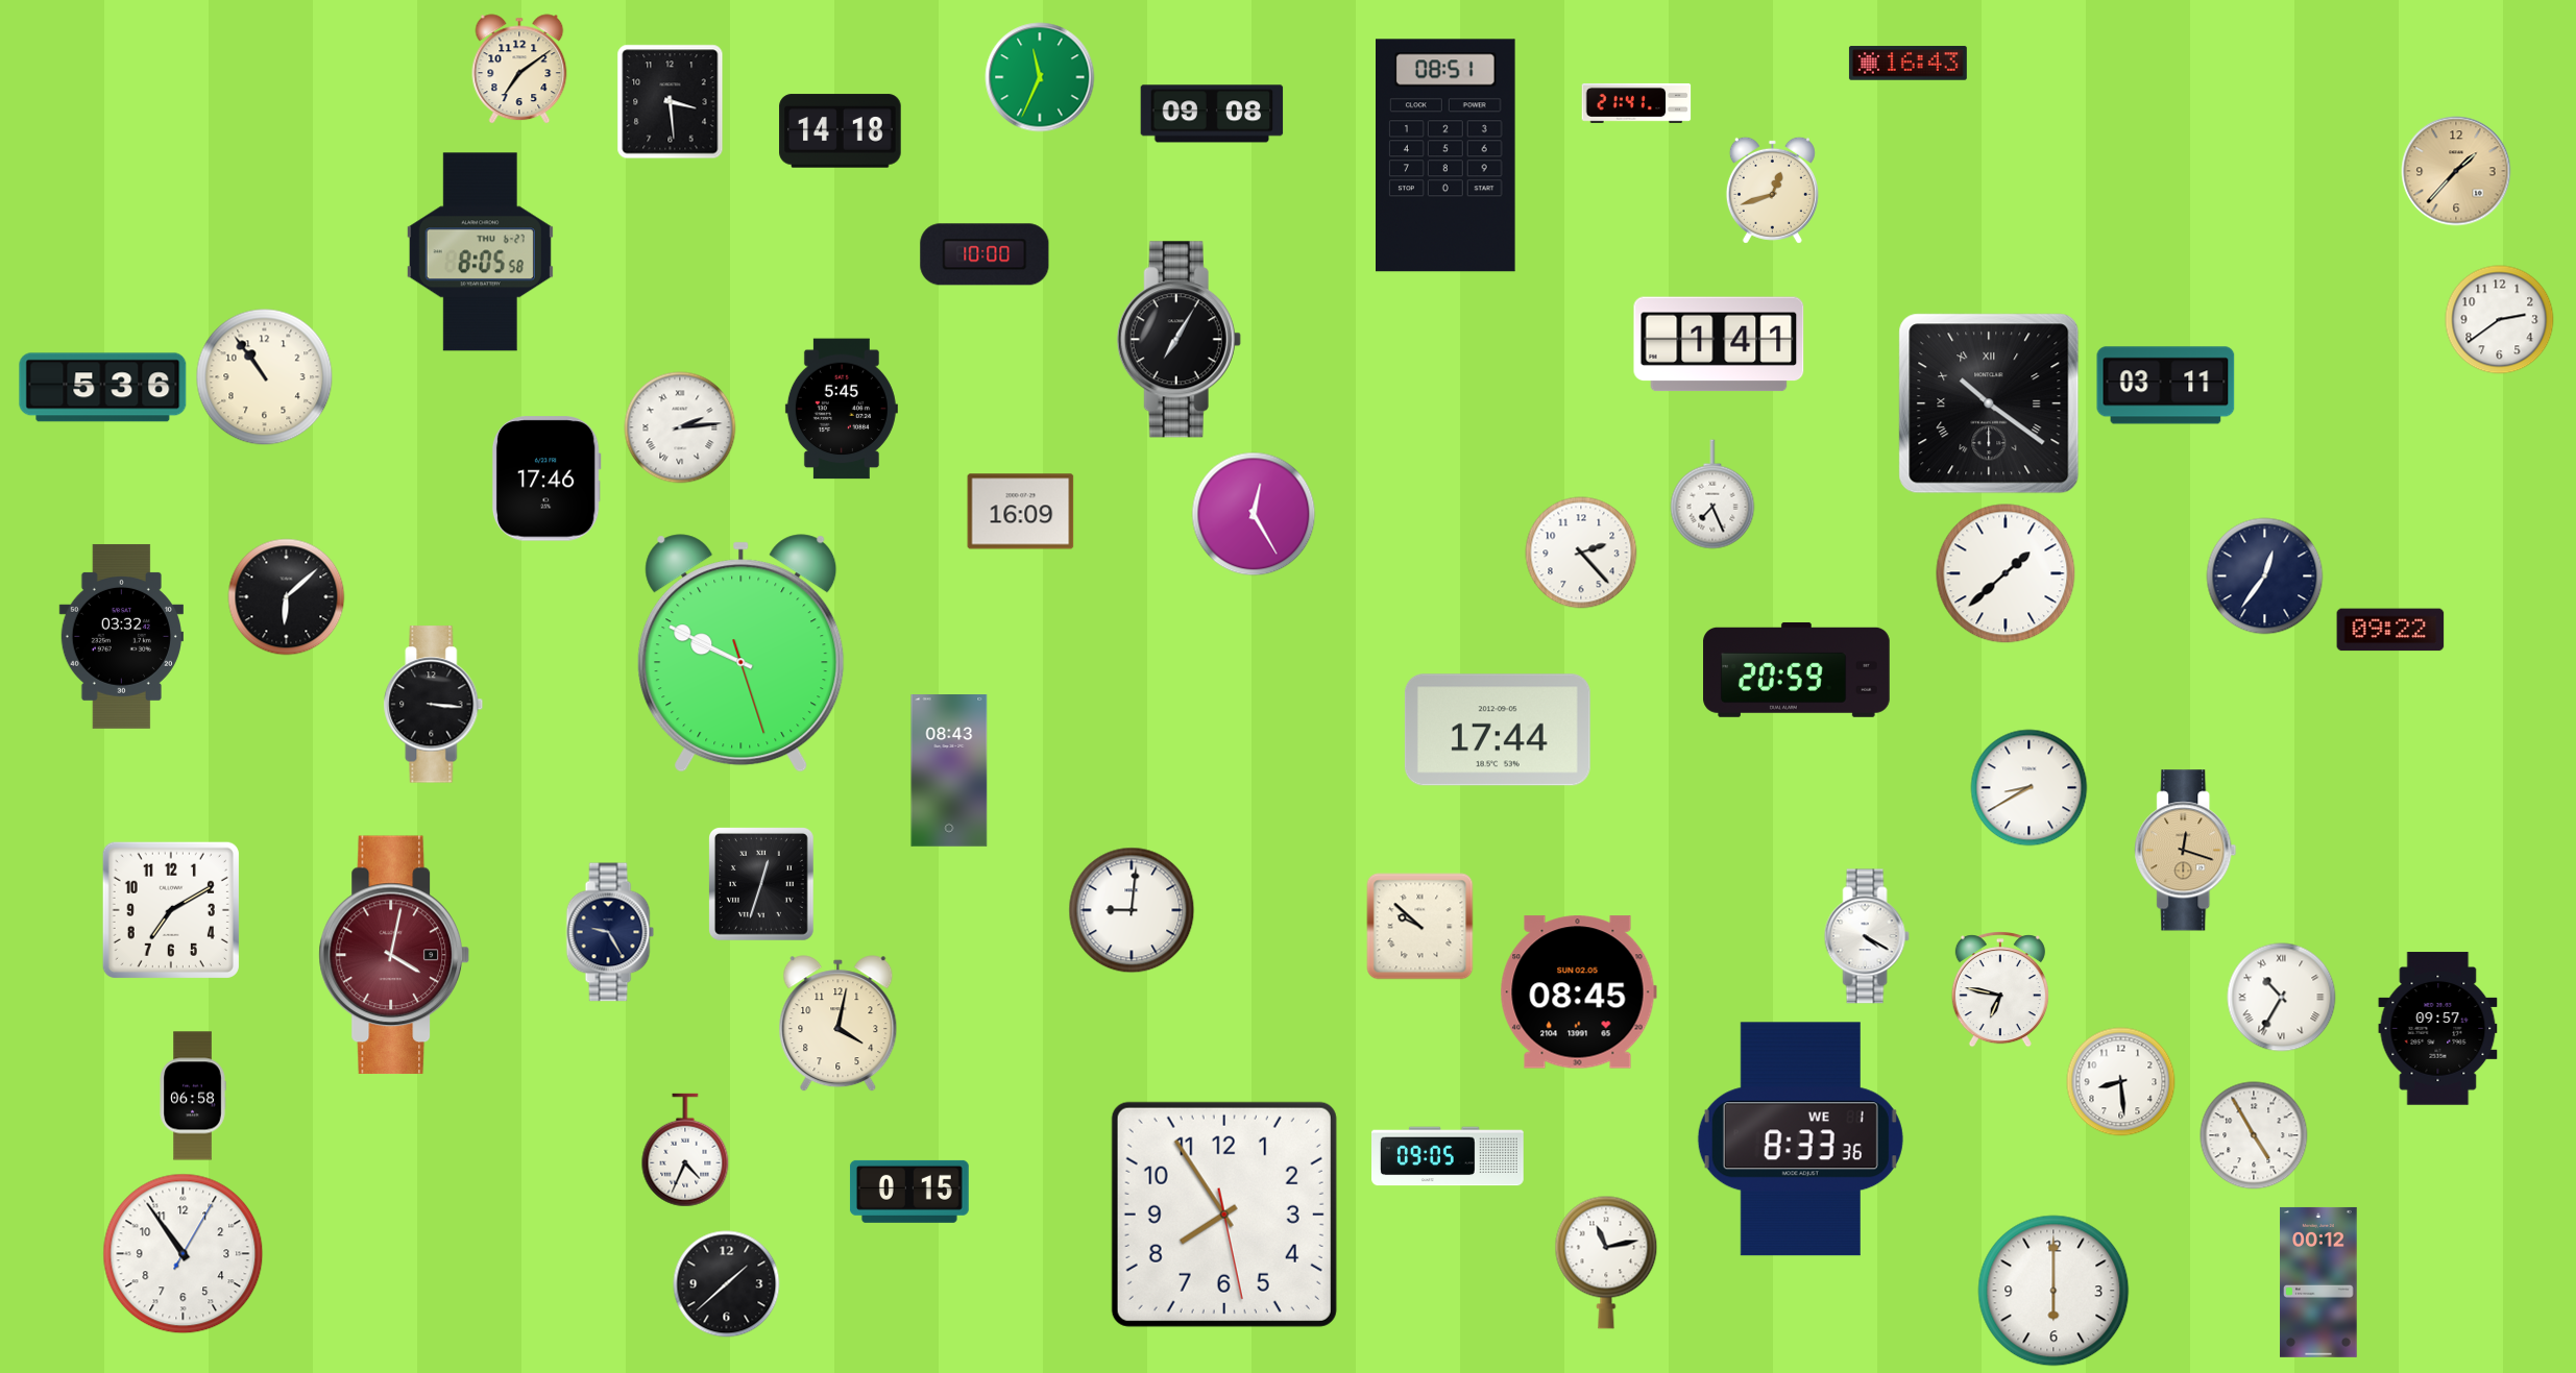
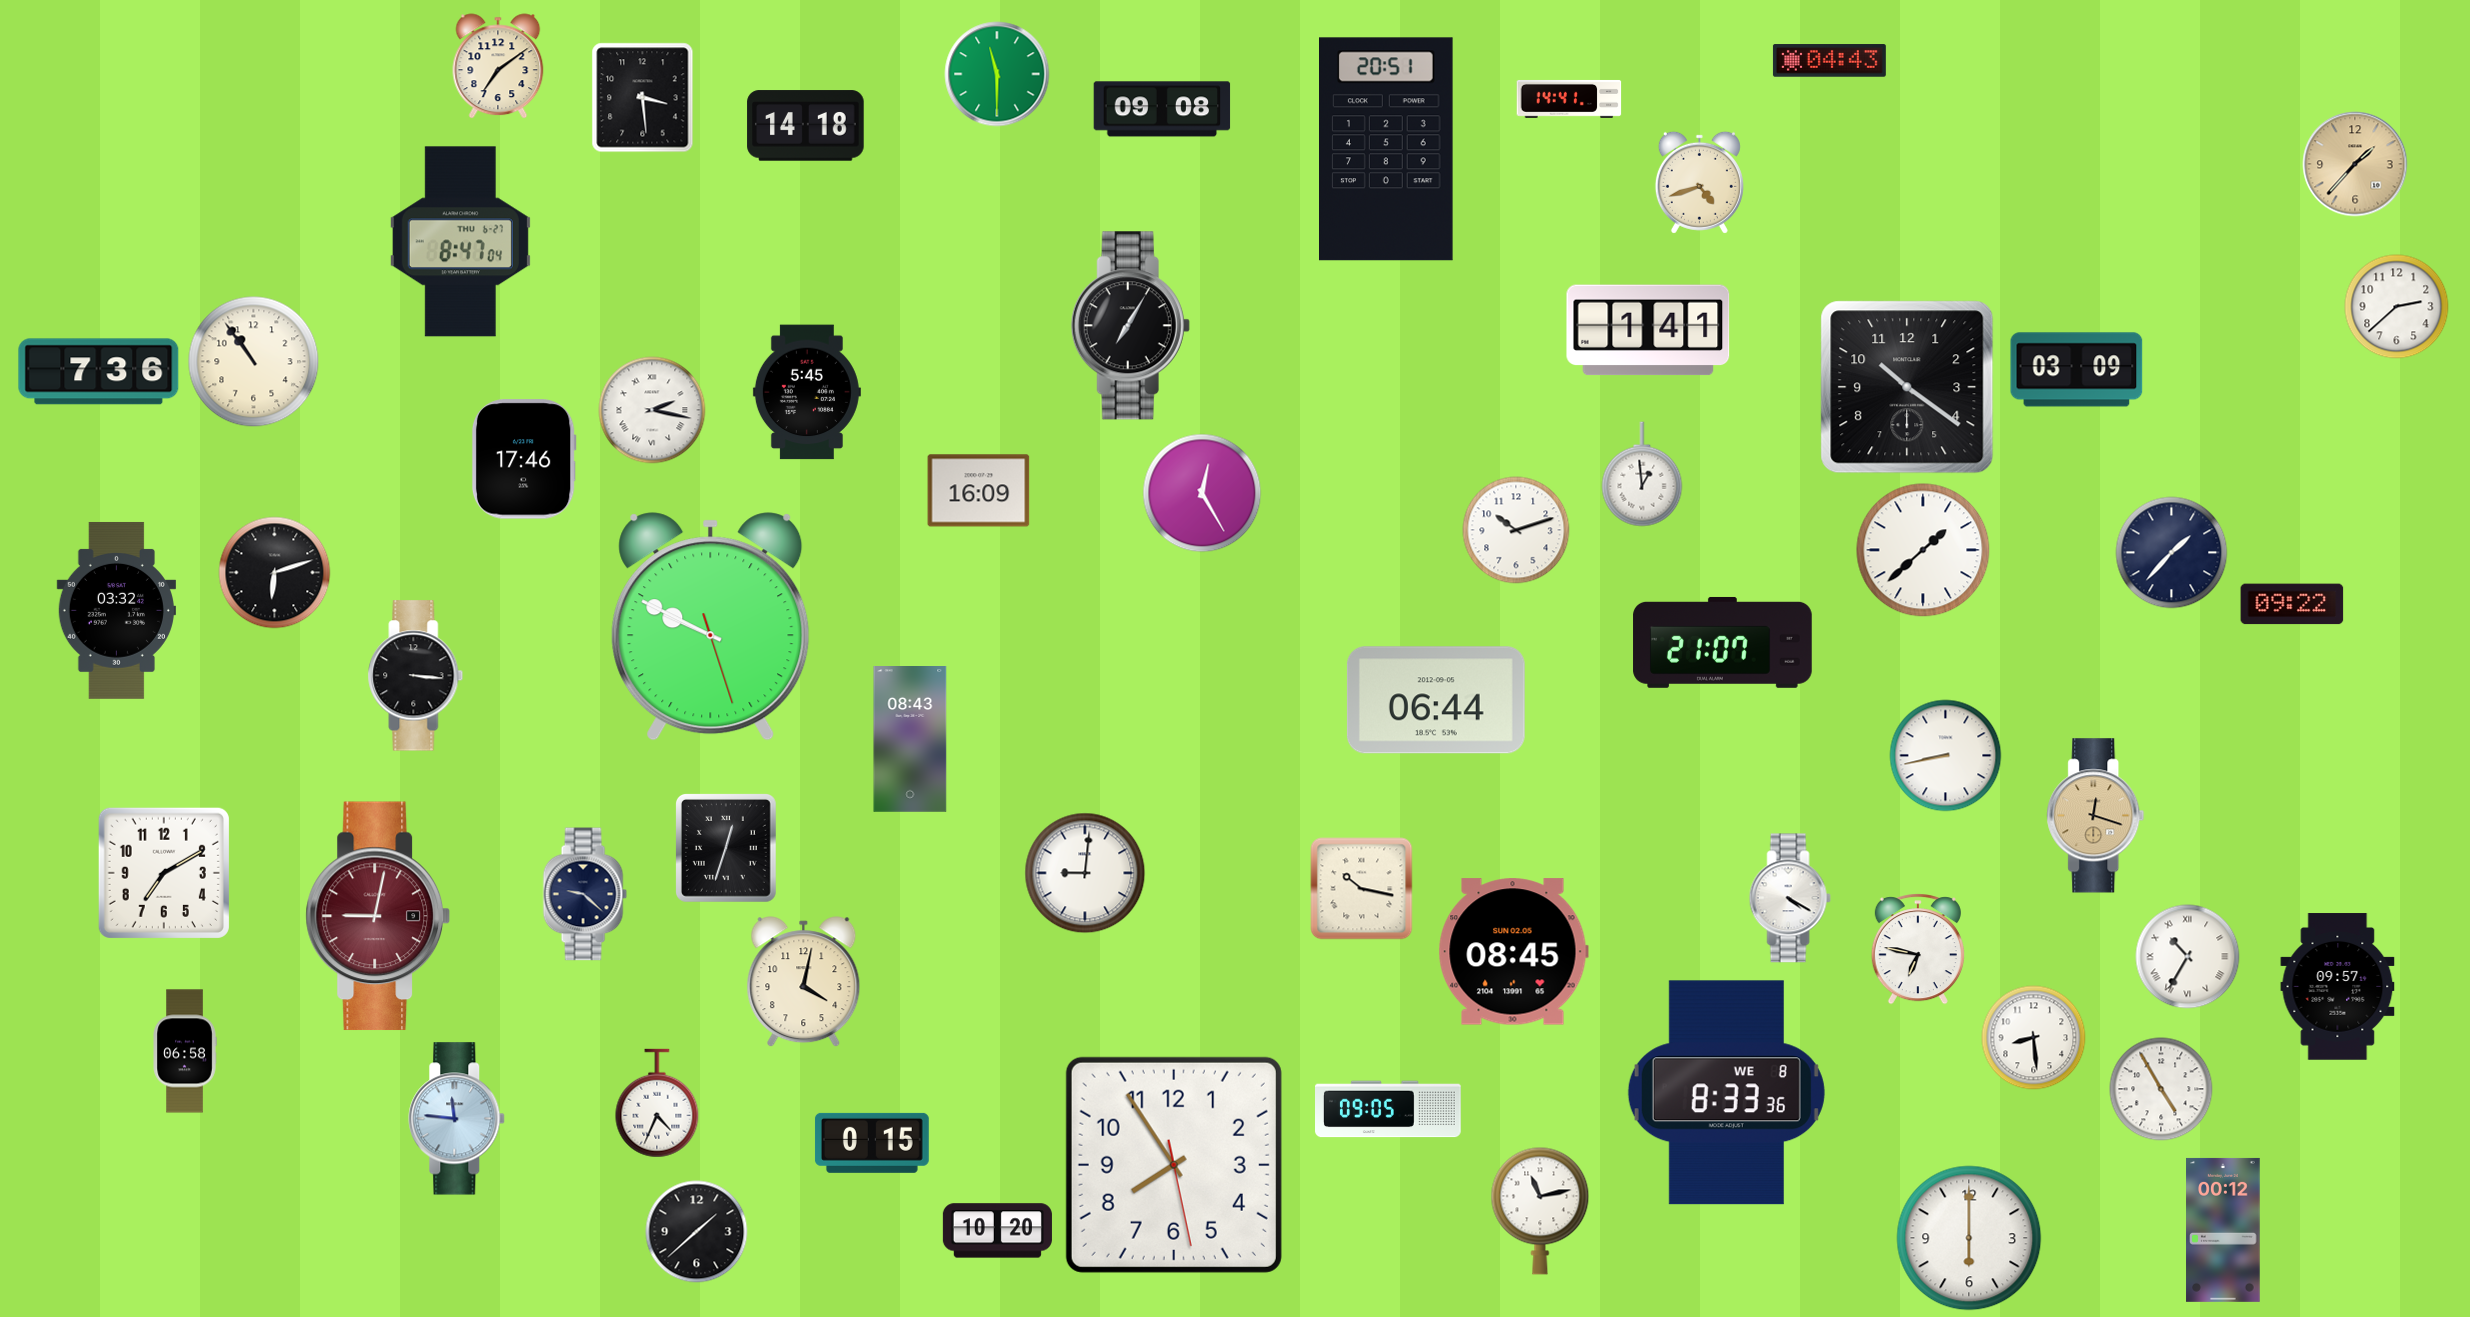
clock at (1907, 64): 16:43 -> 04:43
clock at (1040, 77): 11:34 -> 11:30
clock at (1636, 103): 21:41 -> 14:41
clock at (1447, 155): 08:51 -> 20:51
clock at (1772, 190): 12:42 -> 4:42
clock at (480, 252): 8:05 -> 8:47
clock at (985, 254): 10:00 -> none
clock at (2500, 320): 2:39 -> 2:38
clock at (2166, 386): 03:11 -> 03:09
clock at (103, 388): 5:36 -> 7:36
clock at (1989, 403) numerals: Roman -> Arabic
clock at (680, 427): 2:14 -> 2:17
clock at (1712, 494): 7:26 -> 12:59
clock at (1581, 553): 2:23 -> 10:12
clock at (2265, 577): 12:36 -> 1:37
clock at (287, 597): 6:08 -> 6:12
clock at (1797, 669): 20:59 -> 21:07
clock at (1498, 730): 17:44 -> 06:44
clock at (2030, 788): 8:40 -> 8:43
clock at (761, 884) position: (761, 884) -> (726, 848)
clock at (1420, 927): 9:52 -> 10:17
clock at (610, 932): 9:25 -> 9:22
clock at (393, 955): 4:02 -> 9:02
clock at (1800, 1139) date: WE 1 -> WE 8
clock at (457, 1119): none -> 11:46
clock at (184, 1254): 10:54 -> none
clock at (997, 1231): none -> 10:20
